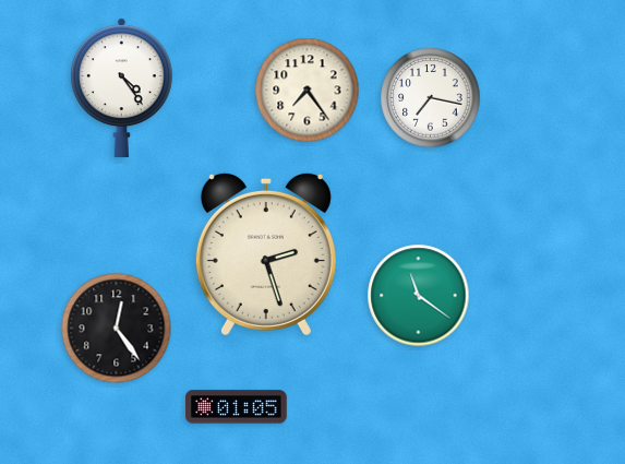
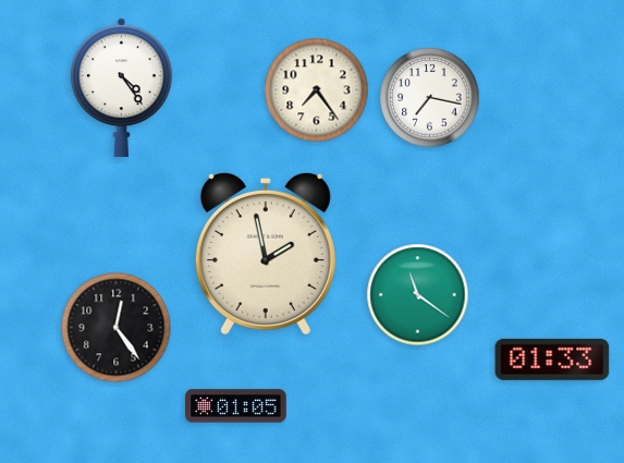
clock at (308, 91) position: (308, 91) -> (317, 90)
clock at (266, 253): 2:27 -> 1:58
clock at (552, 360): none -> 01:33
